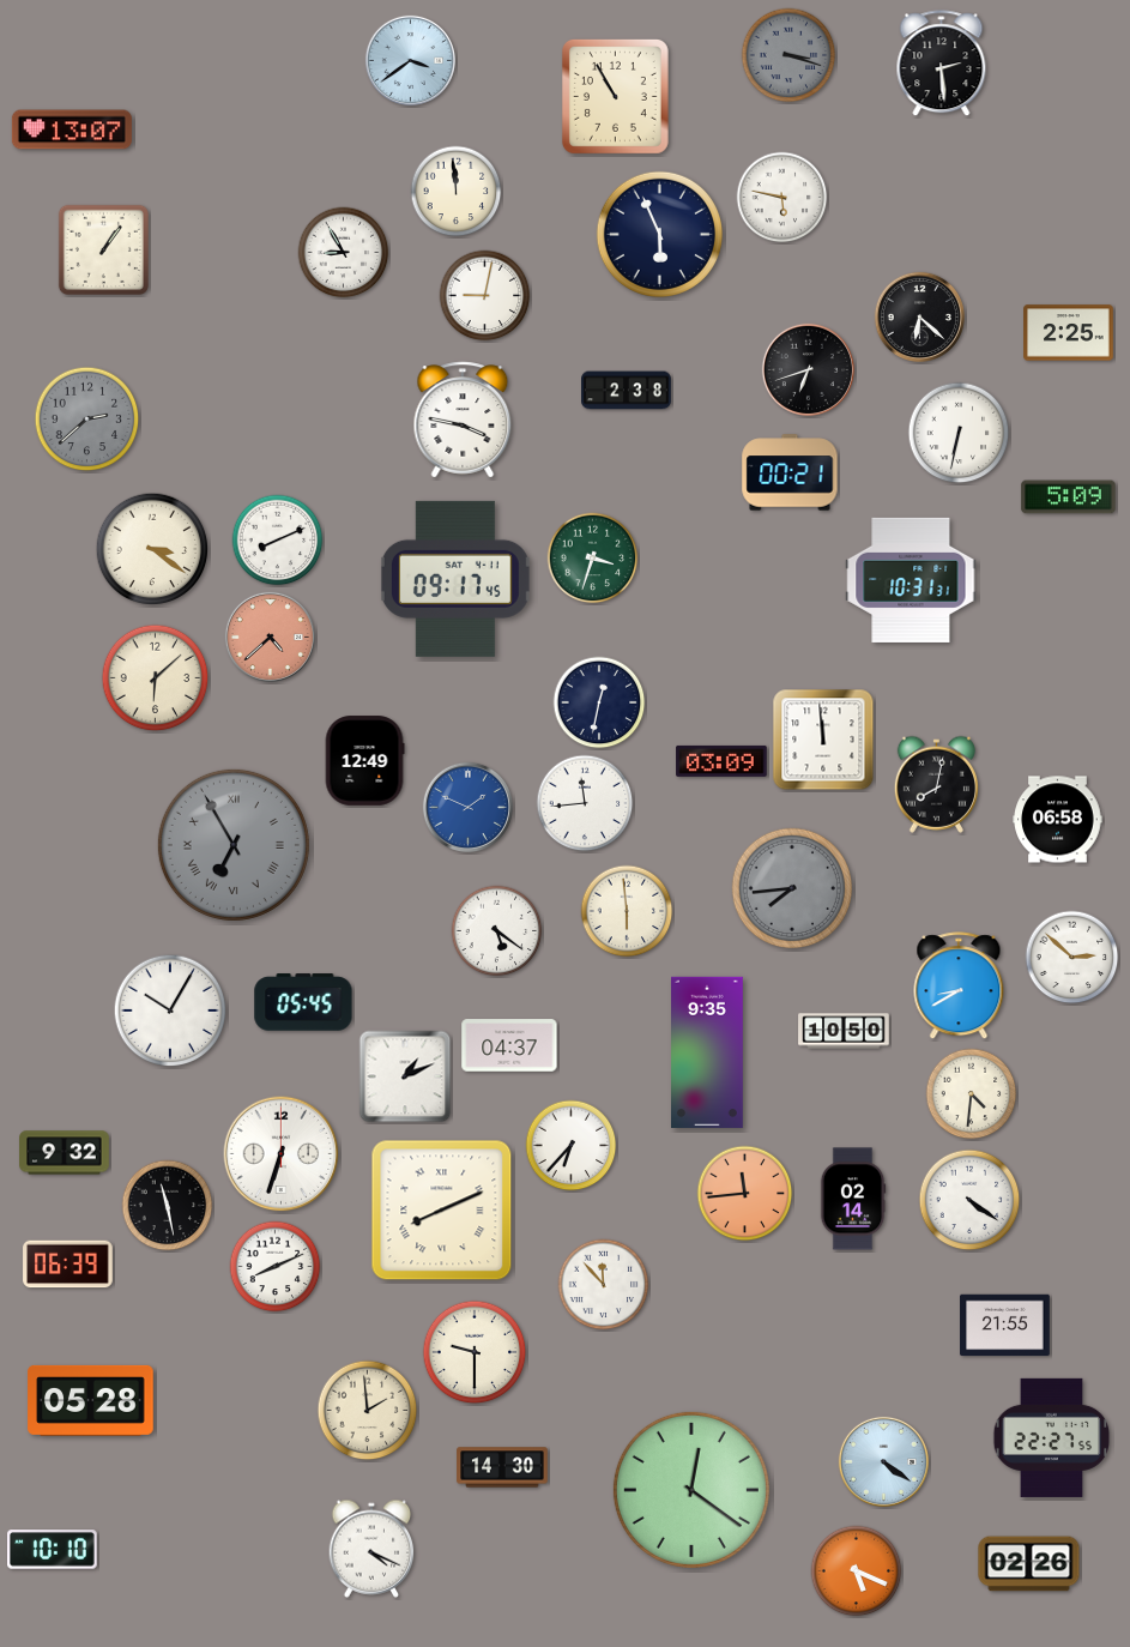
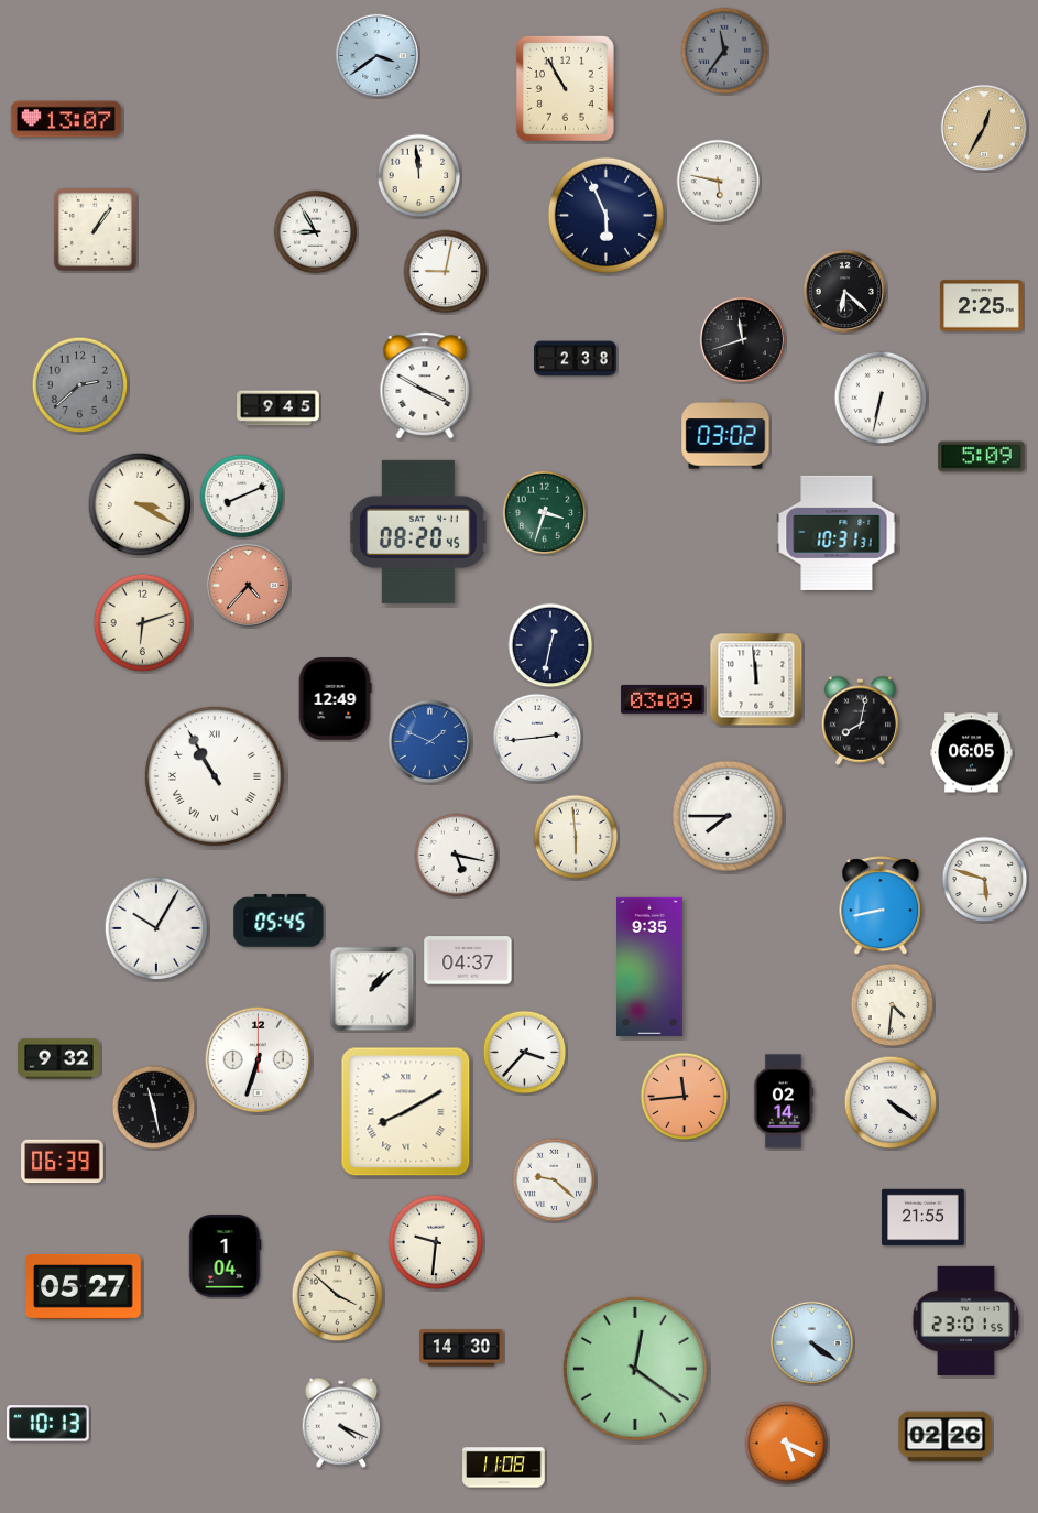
clock at (788, 55): 3:18 -> 11:36
clock at (942, 64): 2:29 -> none
clock at (983, 127): none -> 12:35
clock at (808, 369): 6:42 -> 11:42
clock at (463, 420): 3:47 -> 3:50
clock at (278, 409): none -> 9:45
clock at (790, 472): 00:21 -> 03:02
clock at (278, 541) position: (278, 541) -> (242, 497)
clock at (152, 549): 3:21 -> 3:20
clock at (455, 579): 09:17 -> 08:20
clock at (270, 637): 4:38 -> 4:37
clock at (156, 678): 6:08 -> 6:12
clock at (585, 803): 11:44 -> 2:44
clock at (1058, 820): 06:58 -> 06:05
clock at (234, 845): 6:55 -> 10:55
clock at (234, 845) dial: grey -> white
clock at (791, 887): 7:44 -> 7:45
clock at (791, 887) dial: grey -> white
clock at (497, 931): 5:21 -> 5:17
clock at (1072, 958): 2:52 -> 5:48
clock at (959, 987): 8:40 -> 8:43
clock at (844, 1031): 10:50 -> none
clock at (405, 1076): 1:11 -> 1:08
clock at (572, 1146): 6:37 -> 3:37
clock at (442, 1211): 8:11 -> 8:10
clock at (276, 1267): 8:11 -> none
clock at (604, 1285): 11:53 -> 9:22
clock at (475, 1352): 9:30 -> 9:31
clock at (225, 1256): none -> 1:04
clock at (91, 1400): 05:28 -> 05:27
clock at (368, 1411): 1:59 -> 3:52
clock at (1052, 1437): 22:27 -> 23:01
clock at (53, 1550): 10:10 -> 10:13
clock at (504, 1468): none -> 11:08
